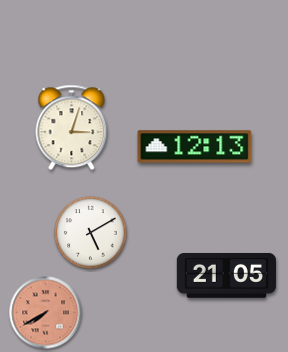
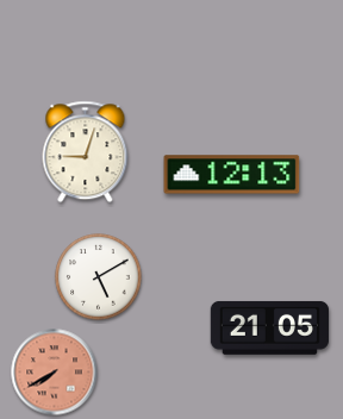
clock at (72, 128): 3:03 -> 9:03
clock at (91, 233) position: (91, 233) -> (99, 277)
